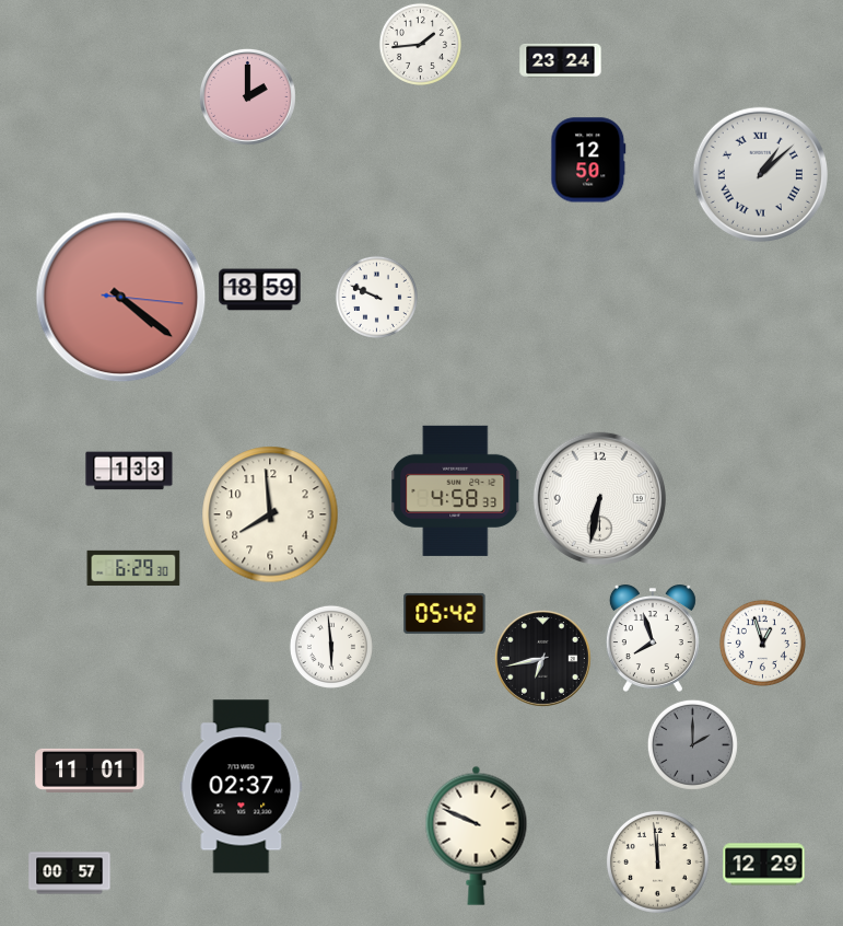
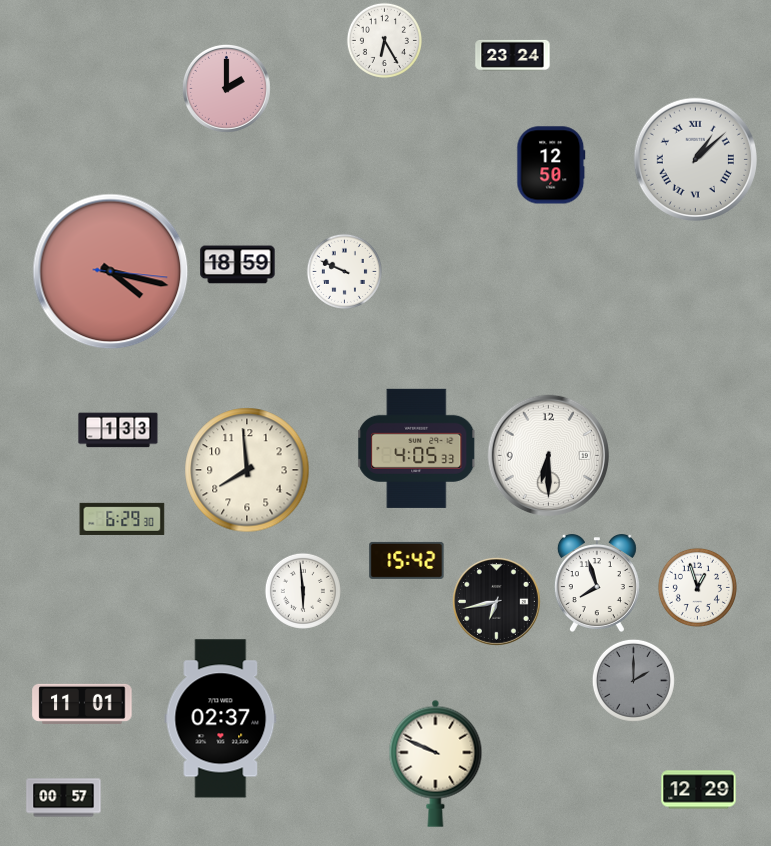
clock at (420, 44): 1:44 -> 6:25
clock at (588, 160) position: (588, 160) -> (551, 165)
clock at (121, 298): 4:21 -> 4:17
clock at (456, 490): 4:58 -> 4:05
clock at (599, 498): 6:32 -> 6:30
clock at (445, 613): 05:42 -> 15:42
clock at (657, 861): 11:59 -> none
